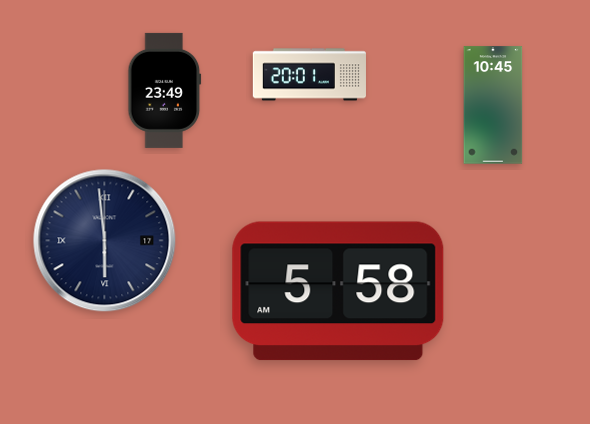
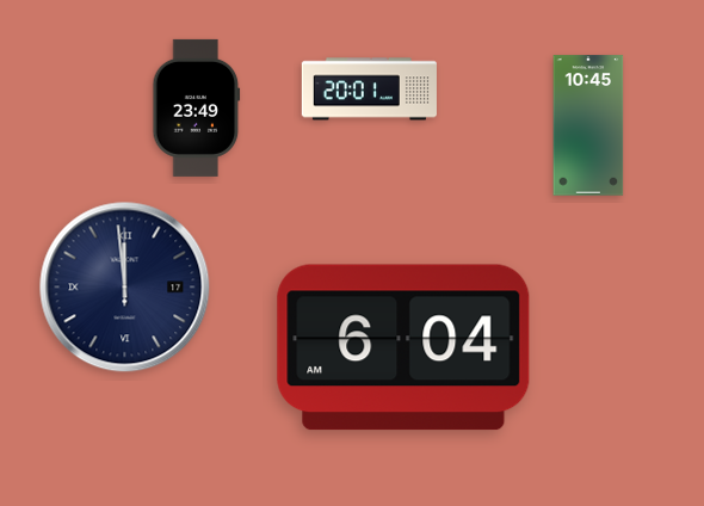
clock at (105, 241): 5:59 -> 11:59
clock at (338, 291): 5:58 -> 6:04
